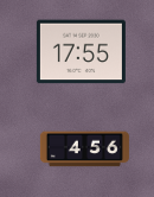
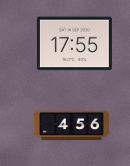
clock at (81, 52) position: (81, 52) -> (74, 44)
